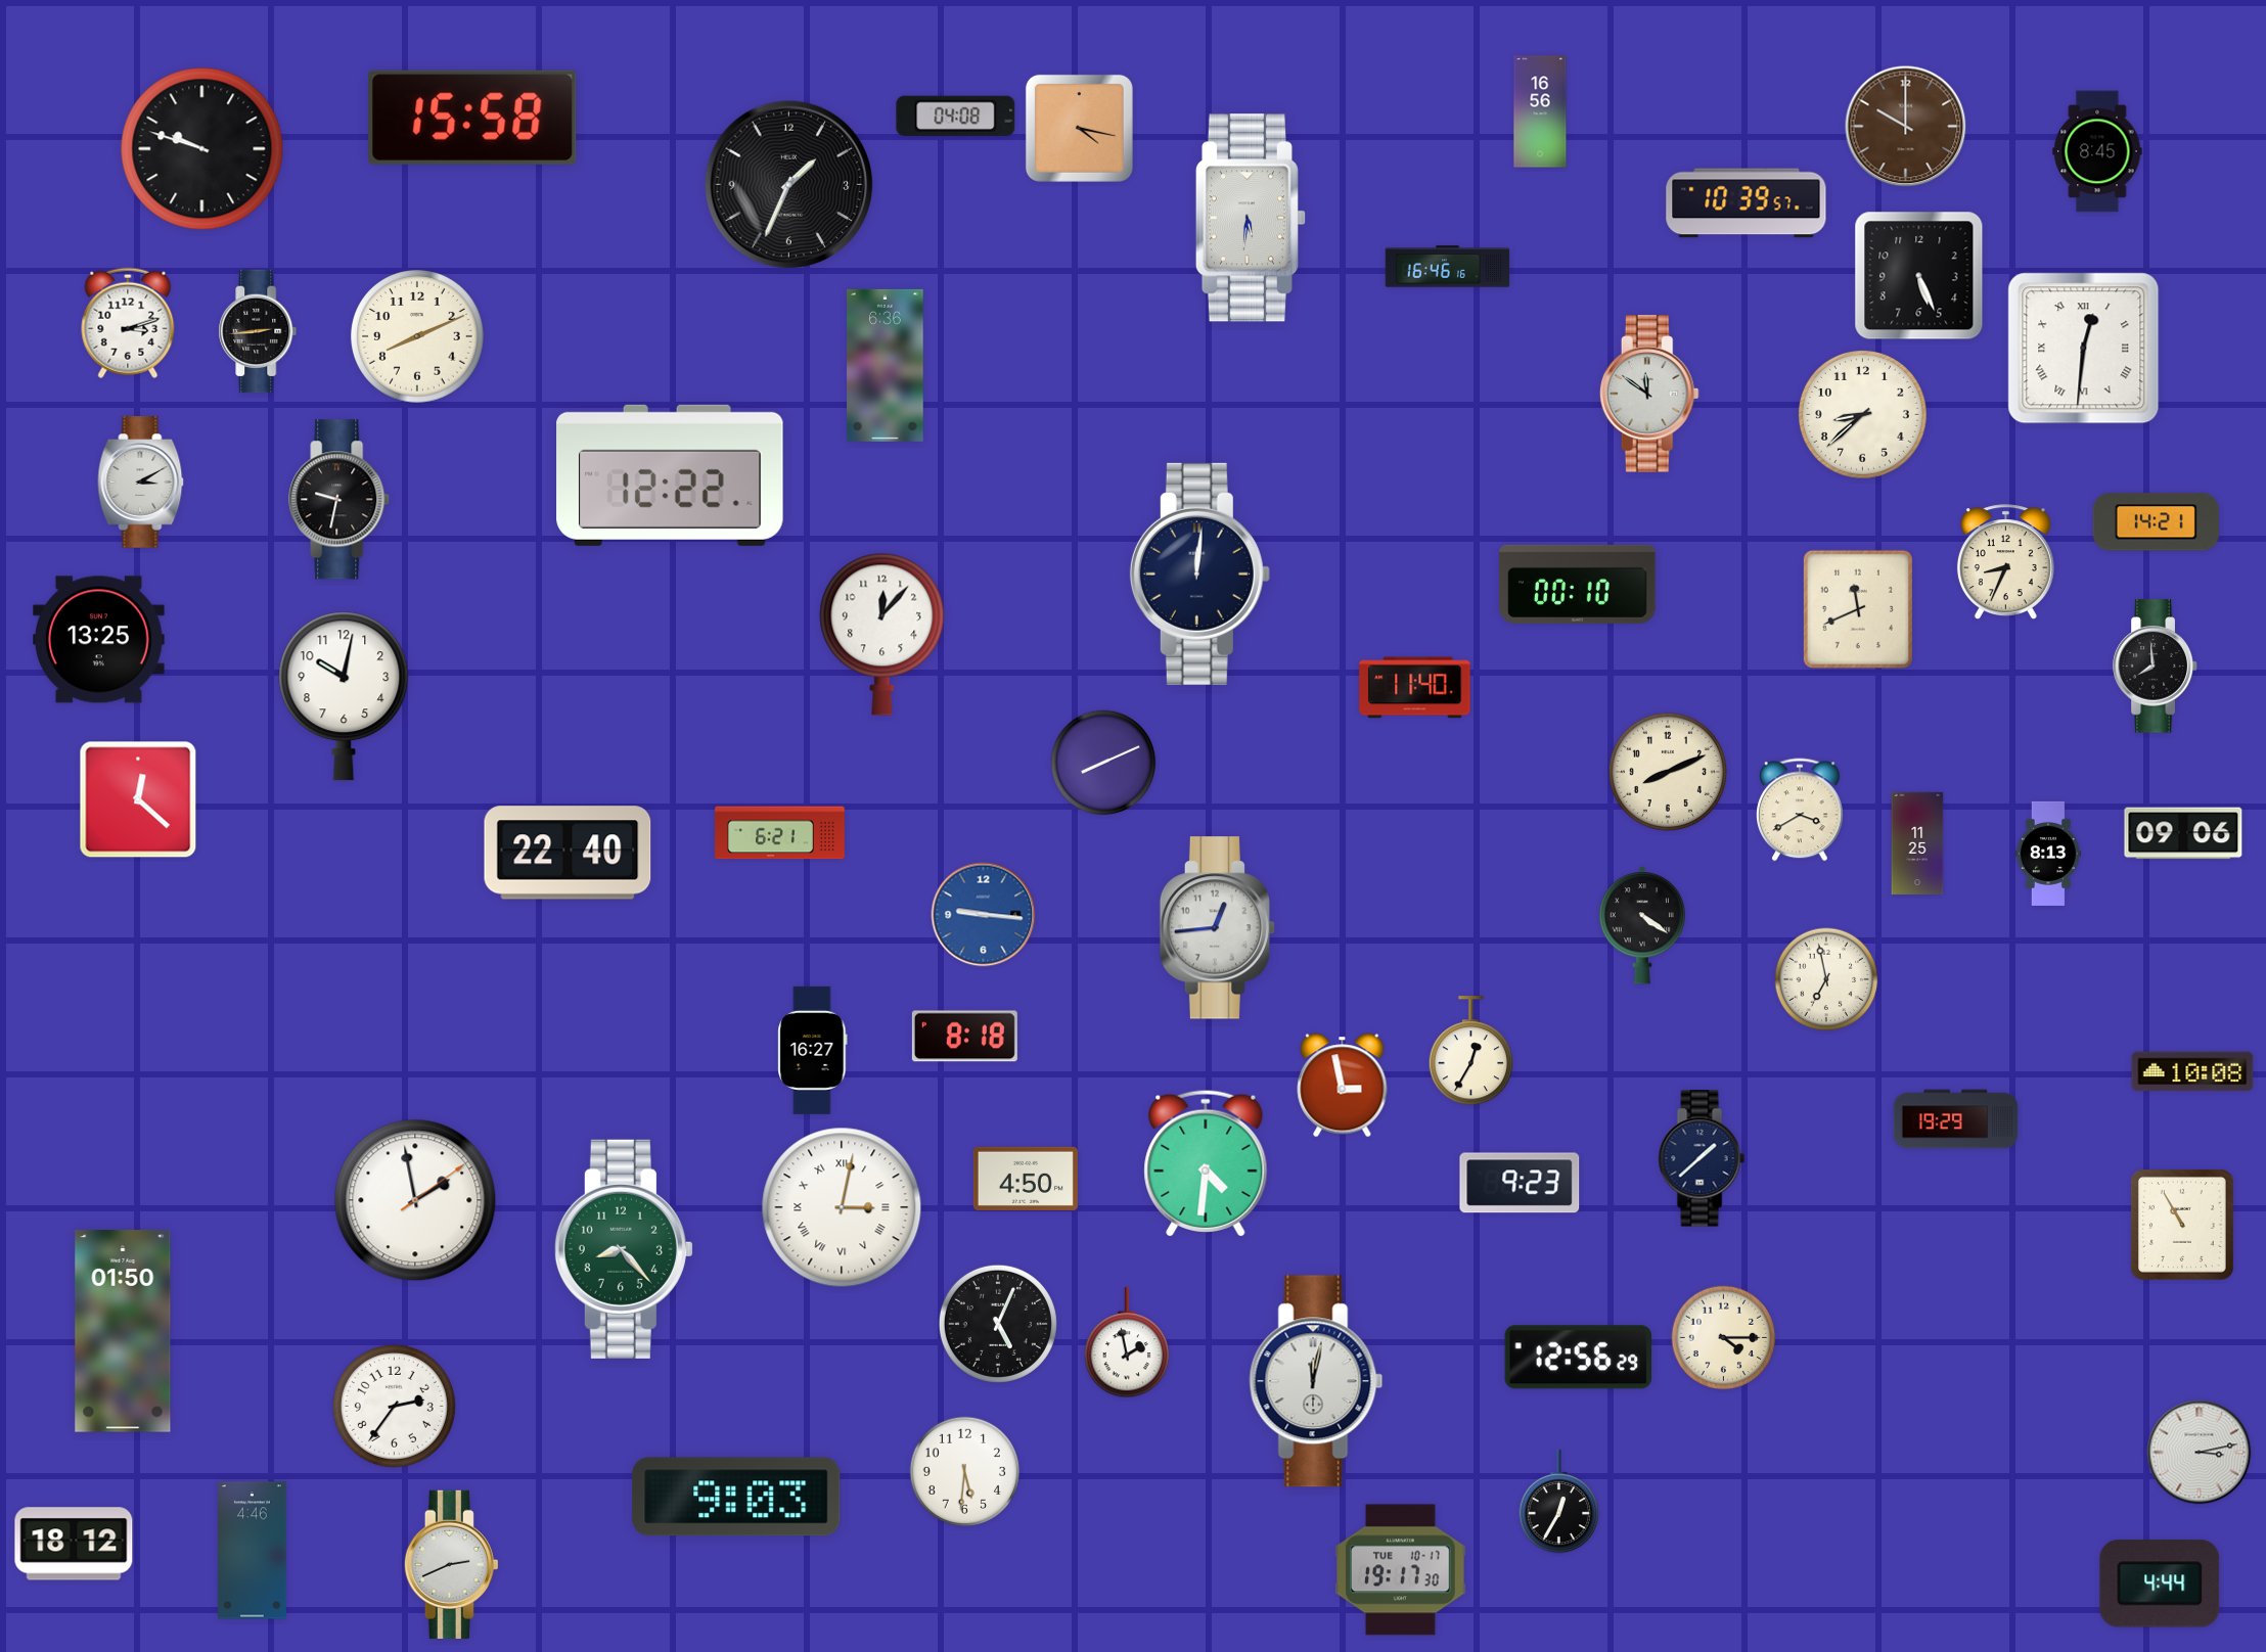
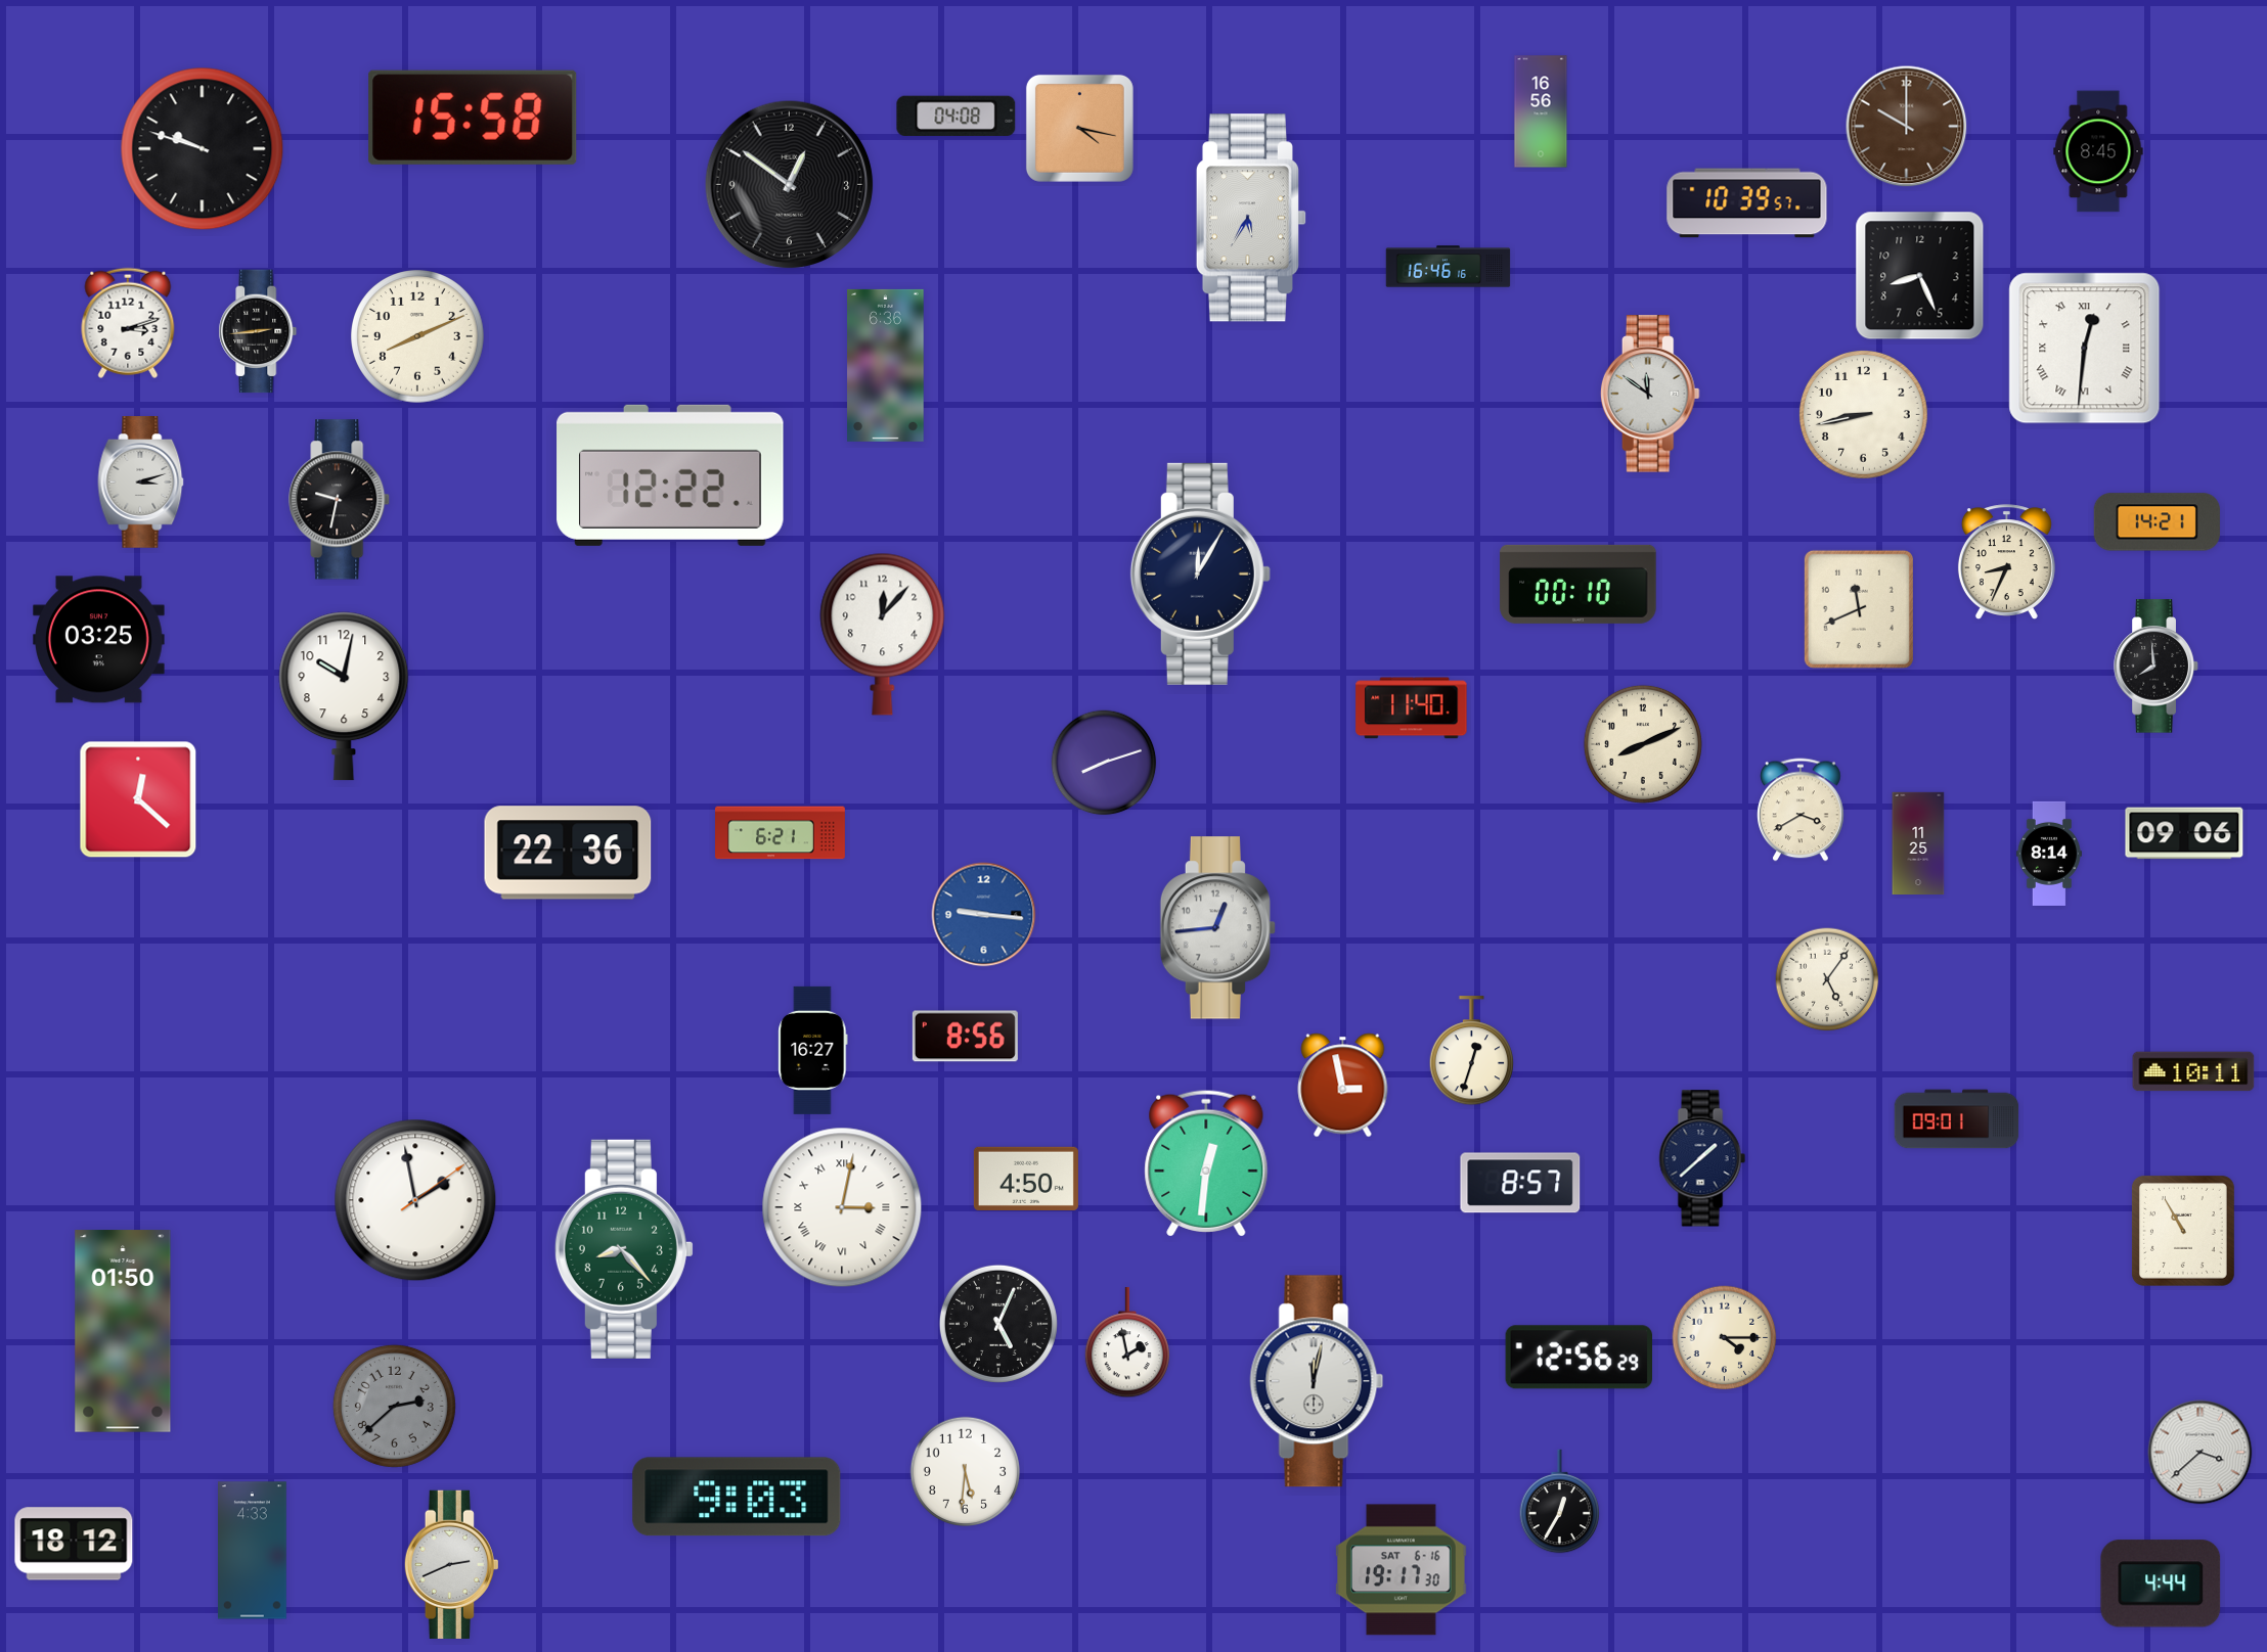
clock at (789, 185): 1:34 -> 12:51
clock at (1251, 218): 5:31 -> 5:35
clock at (1919, 276): 5:26 -> 8:26
clock at (1862, 414): 8:38 -> 8:43
clock at (141, 483): 3:10 -> 3:12
clock at (1199, 573): 12:01 -> 12:05
clock at (99, 640): 13:25 -> 03:25
clock at (1415, 688) position: (1415, 688) -> (1412, 708)
clock at (1103, 763): 8:11 -> 8:12
clock at (1668, 772) position: (1668, 772) -> (1643, 744)
clock at (568, 853): 22:40 -> 22:36
clock at (2048, 854): 8:13 -> 8:14
clock at (1642, 925): 4:21 -> none
clock at (1826, 979): 6:58 -> 5:06
clock at (964, 1037): 8:18 -> 8:56
clock at (1470, 1051): 12:35 -> 12:33
clock at (2192, 1071): 10:08 -> 10:11
clock at (1956, 1119): 19:29 -> 09:01
clock at (1206, 1163): 4:31 -> 12:31
clock at (1520, 1183): 9:23 -> 8:57
clock at (2182, 1225) position: (2182, 1225) -> (2183, 1231)
clock at (394, 1406): 2:36 -> 2:38
clock at (394, 1406) dial: white -> grey
clock at (2200, 1453): 3:13 -> 3:38
clock at (253, 1551): 4:46 -> 4:33
clock at (1401, 1570) date: TUE 10-17 -> SAT 6-16
